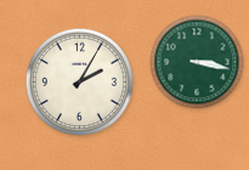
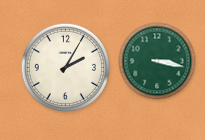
clock at (197, 62) position: (197, 62) -> (157, 61)
